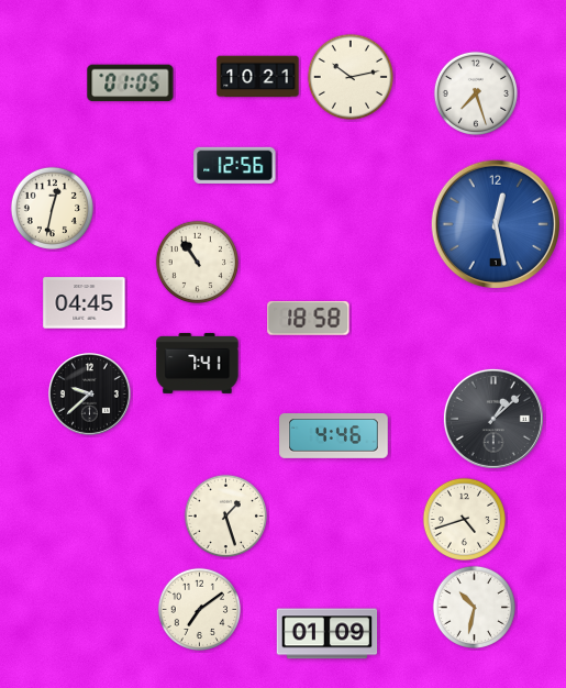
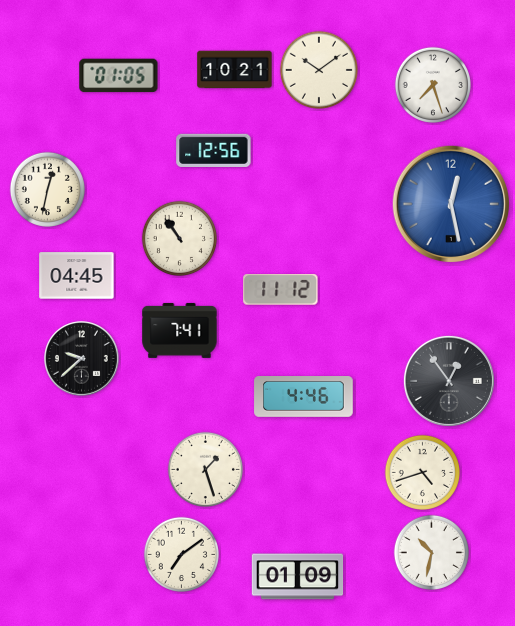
clock at (351, 77): 10:13 -> 10:09
clock at (309, 319): 18:58 -> 11:12
clock at (493, 419): 1:08 -> 12:54
